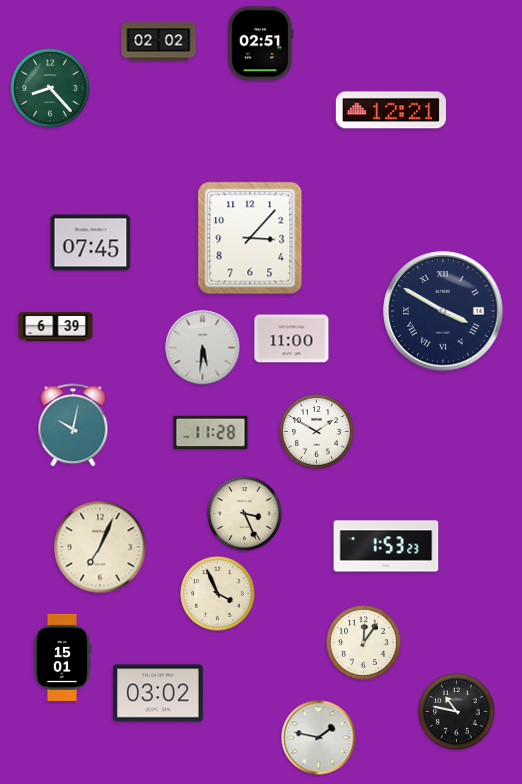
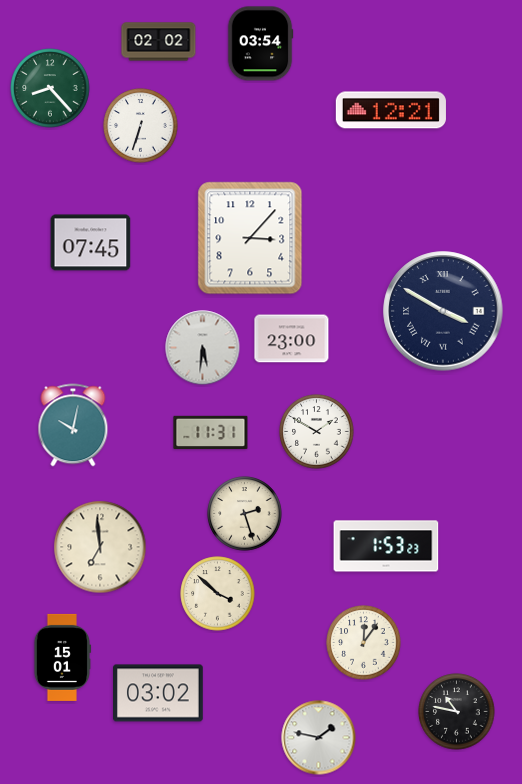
clock at (260, 44): 02:51 -> 03:54
clock at (141, 126): none -> 6:33
clock at (56, 326): 6:39 -> none
clock at (292, 339): 11:00 -> 23:00
clock at (211, 433): 11:28 -> 11:31
clock at (245, 514): 3:26 -> 2:27
clock at (100, 547): 7:04 -> 6:59
clock at (218, 594): 3:56 -> 3:52
